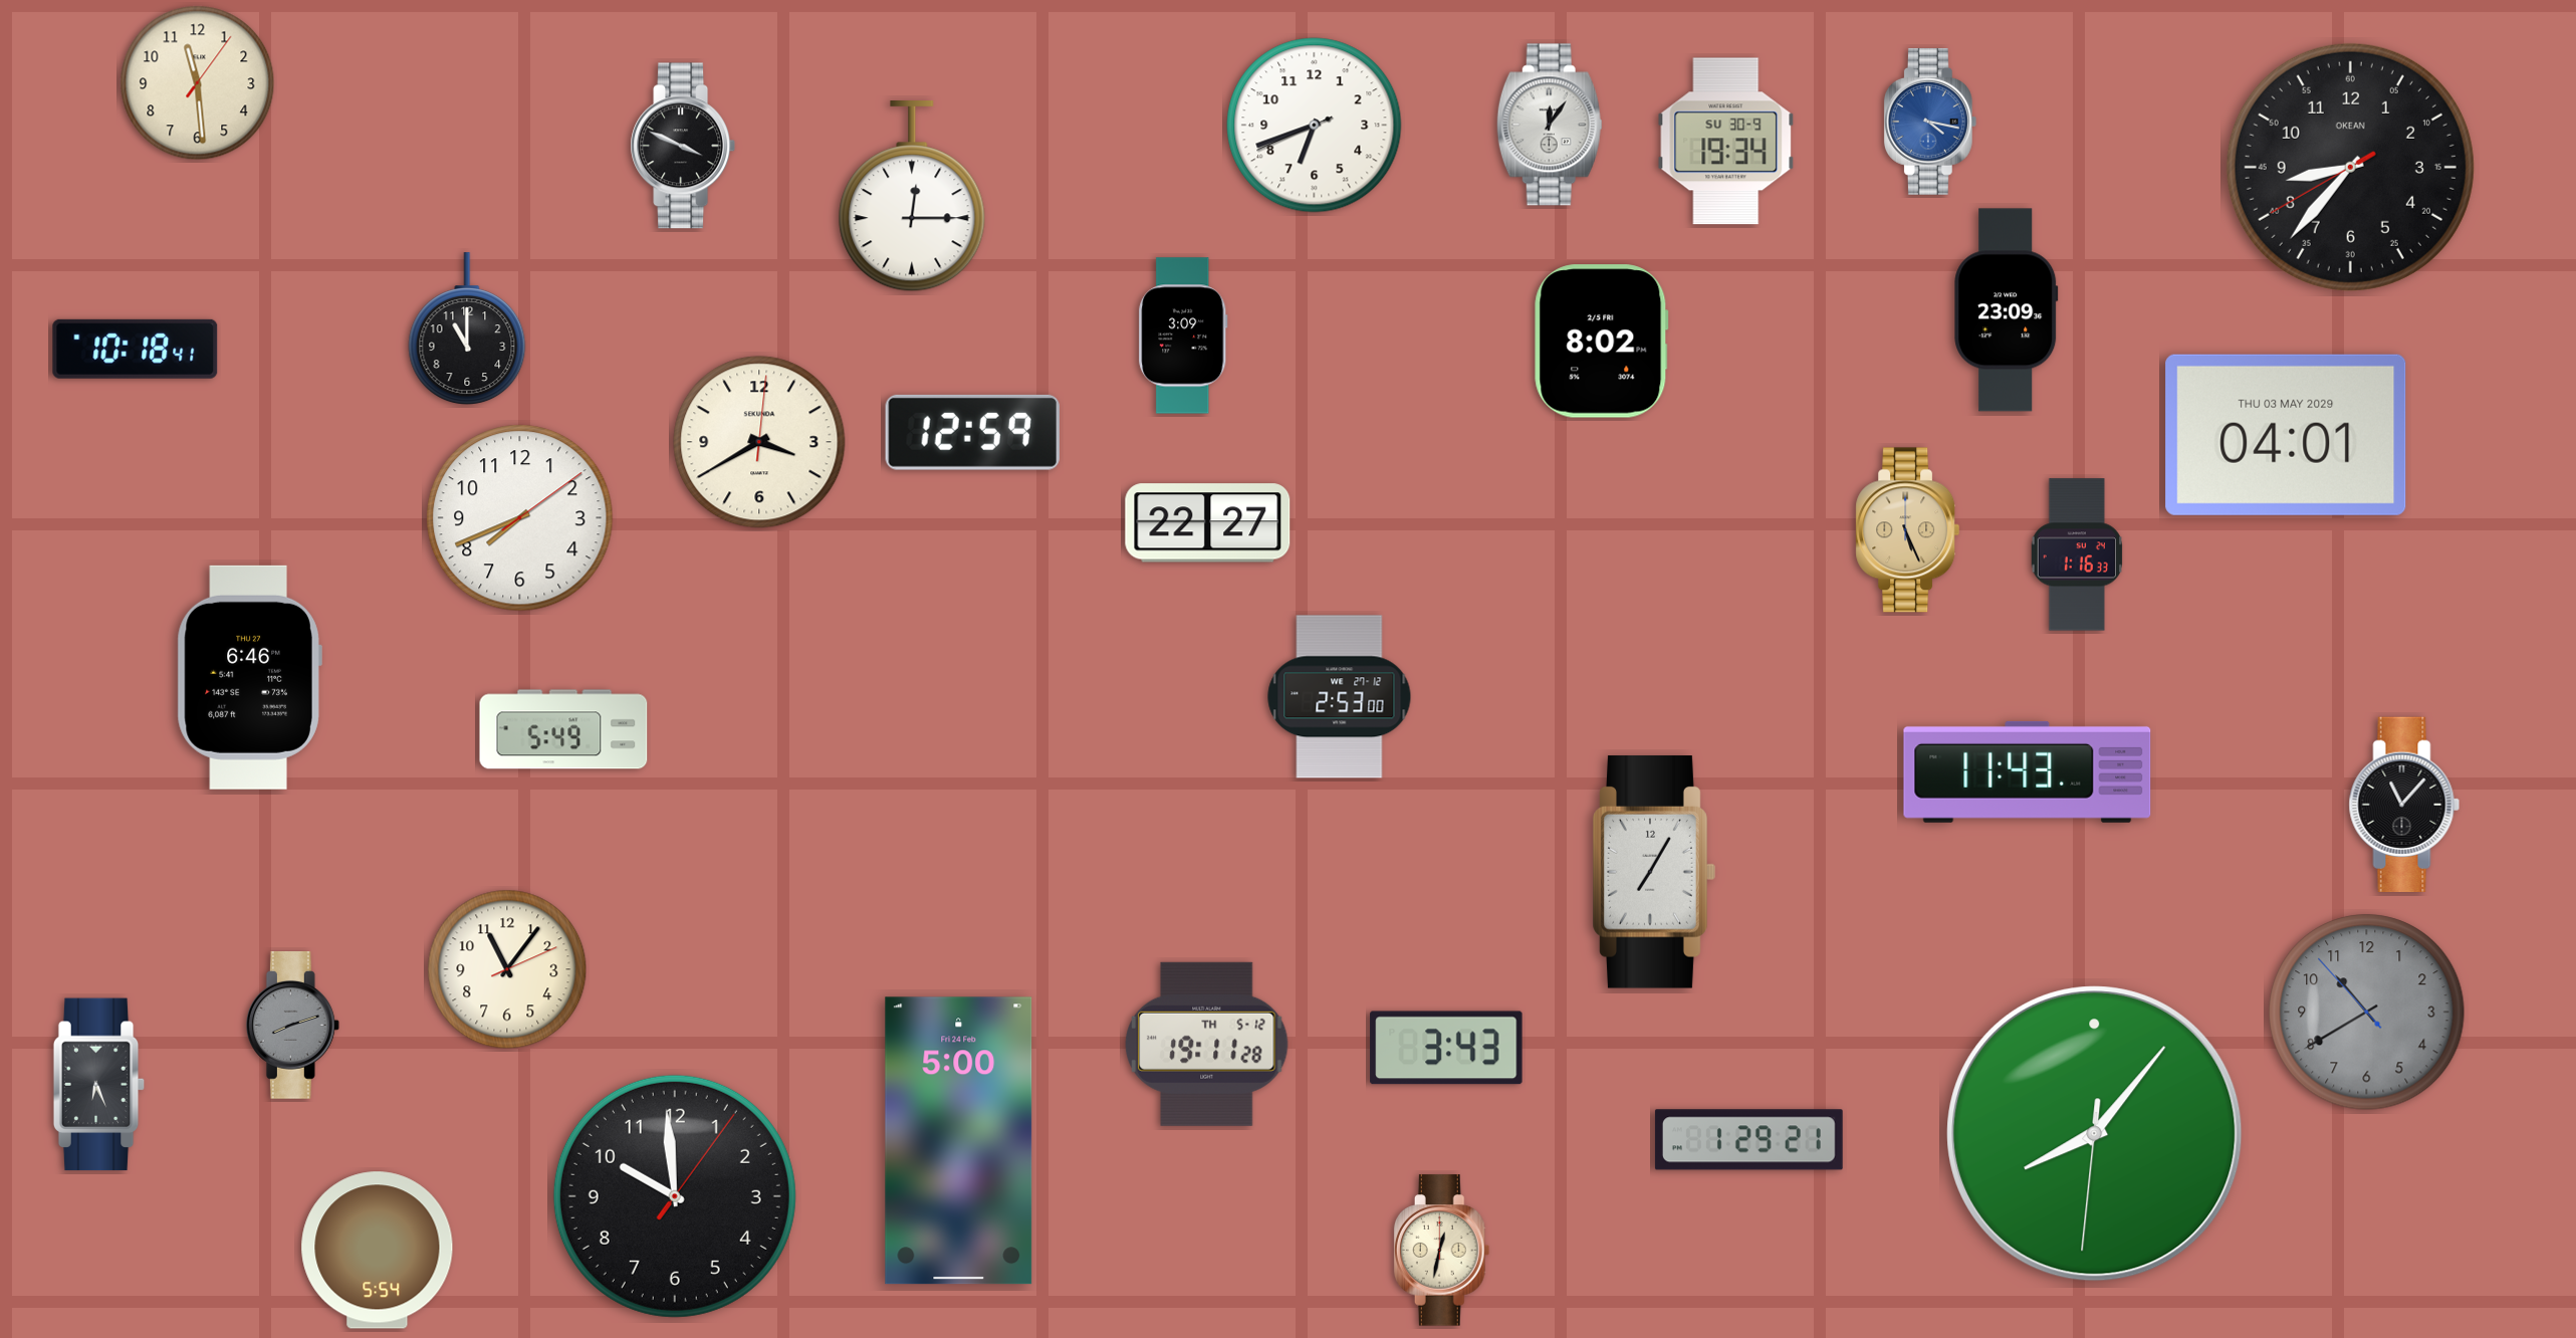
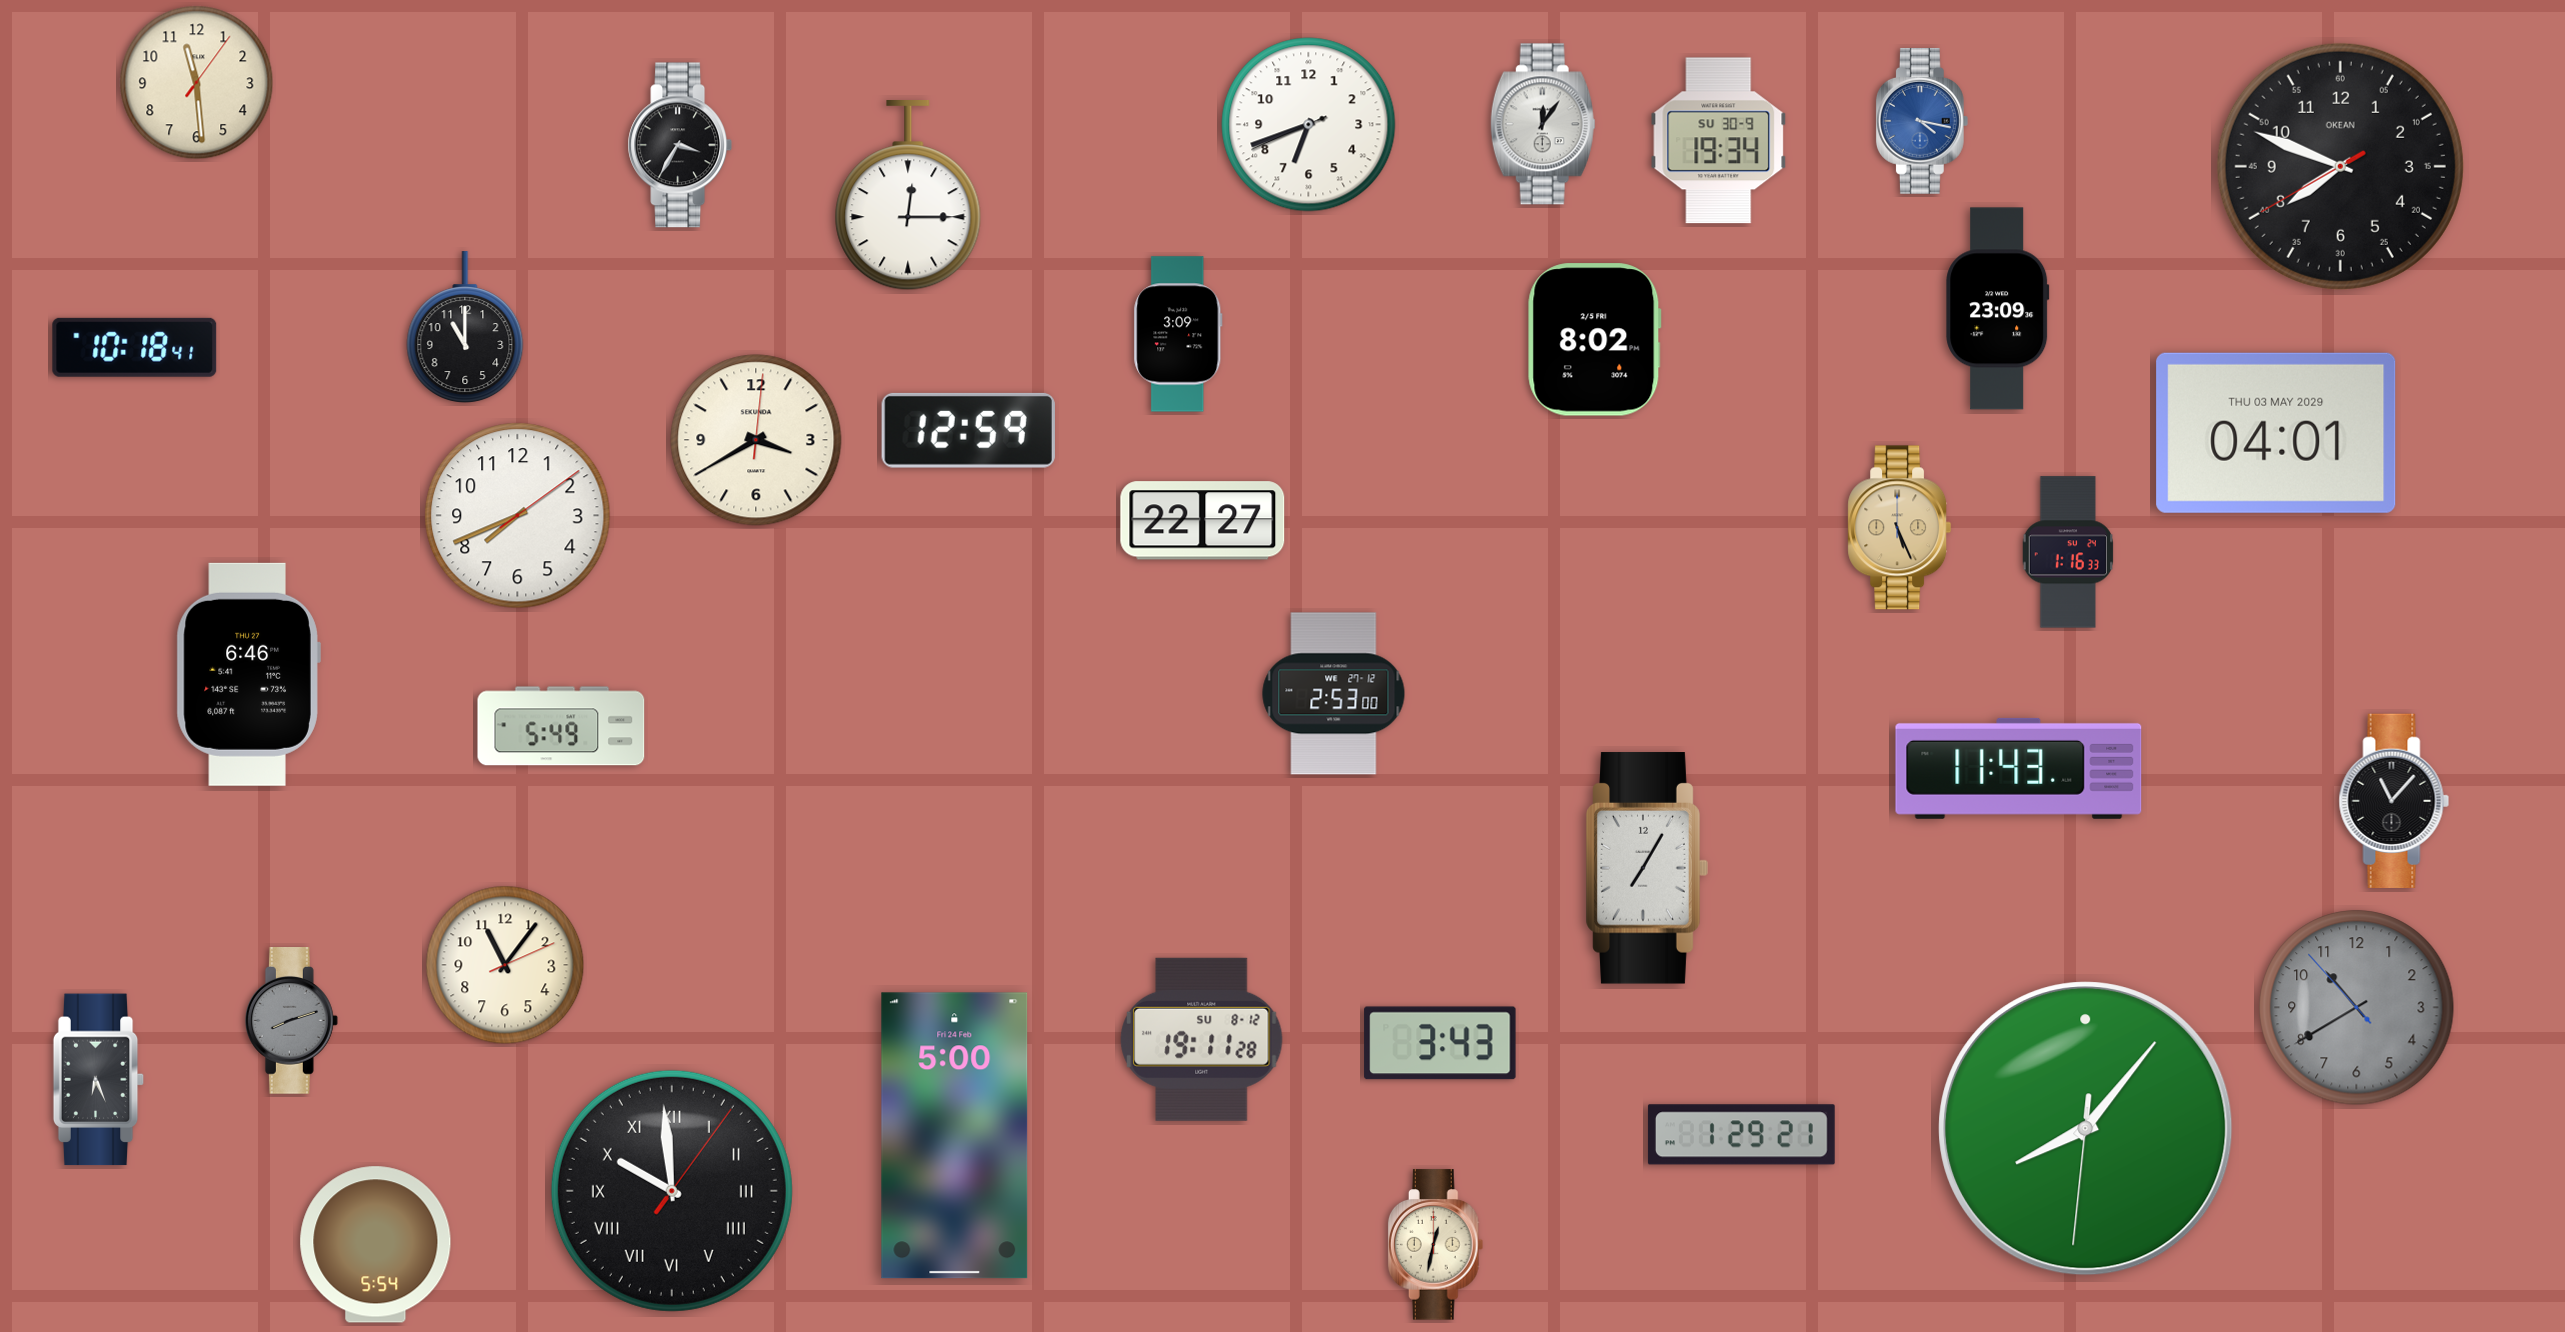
clock at (683, 146): 3:49 -> 3:35
clock at (2350, 167): 8:36 -> 7:48
clock at (1207, 1044) date: TH 5-12 -> SU 8-12
clock at (675, 1196) numerals: Arabic -> Roman
